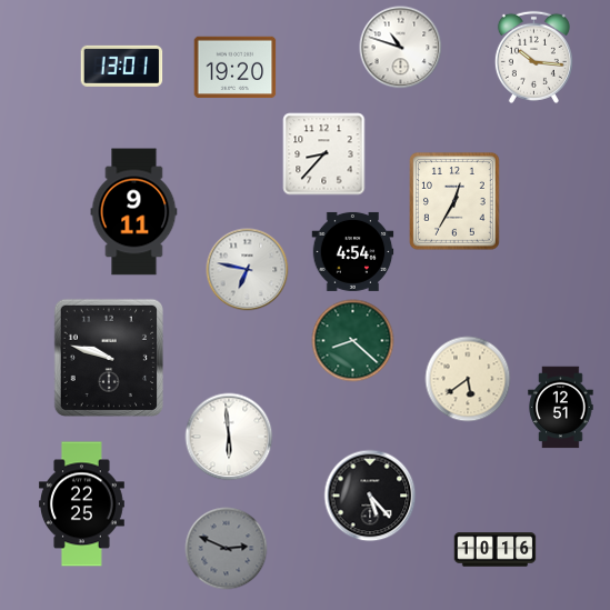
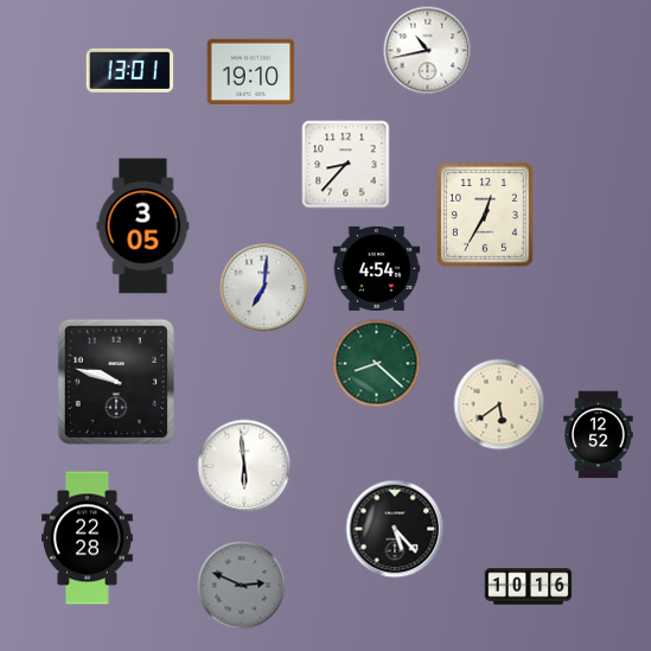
clock at (401, 48): 10:48 -> 10:43
clock at (533, 57): 10:16 -> none
clock at (236, 68): 19:20 -> 19:10
clock at (134, 212): 9:11 -> 3:05
clock at (248, 270): 6:47 -> 7:01
clock at (561, 408): 12:51 -> 12:52
clock at (82, 504): 22:25 -> 22:28
